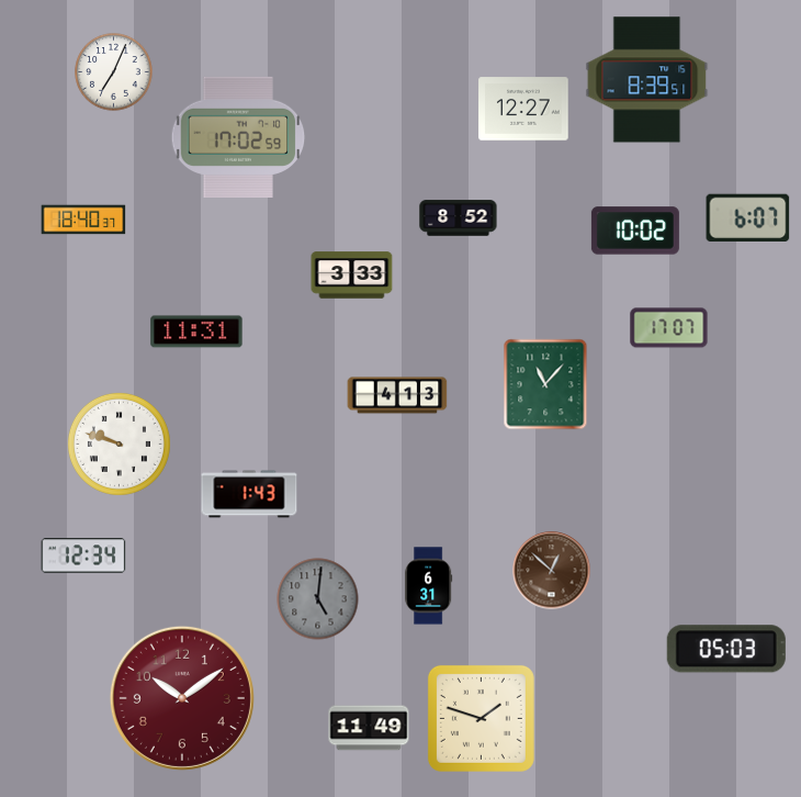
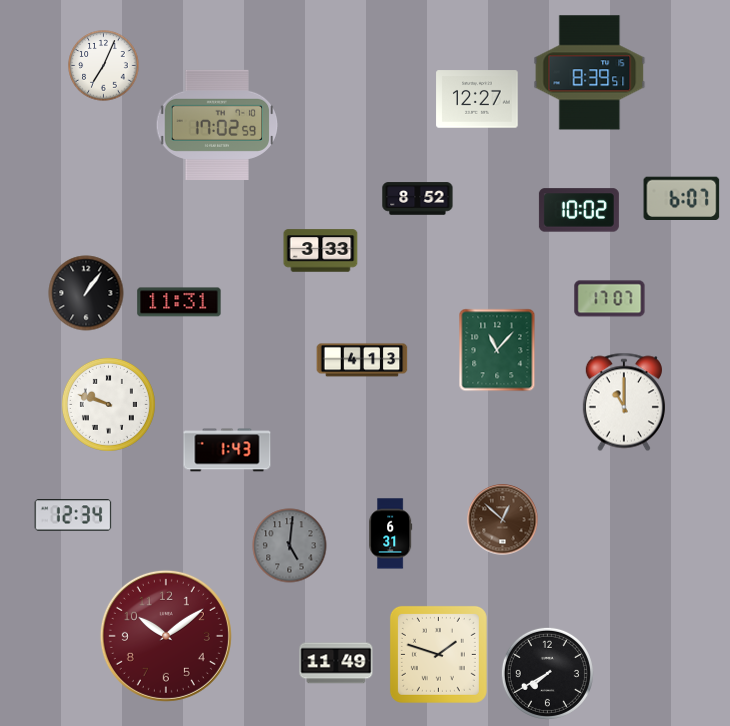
clock at (83, 220): 18:40 -> none
clock at (86, 293): none -> 1:06
clock at (624, 402): none -> 11:00
clock at (83, 555) position: (83, 555) -> (73, 515)
clock at (726, 649): 05:03 -> none
clock at (547, 673): none -> 7:40
